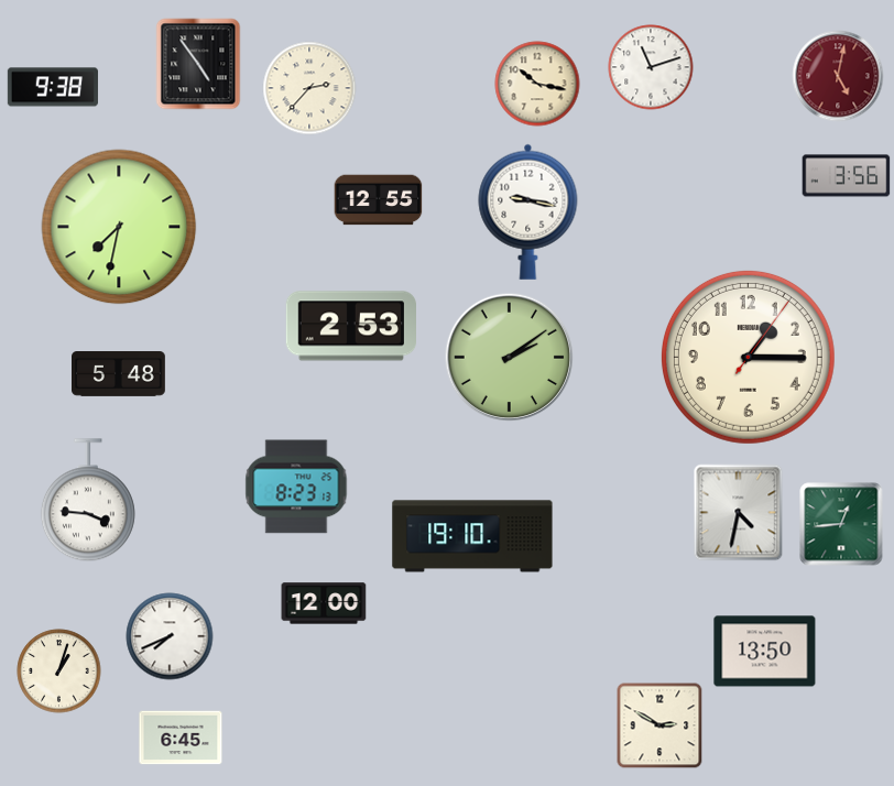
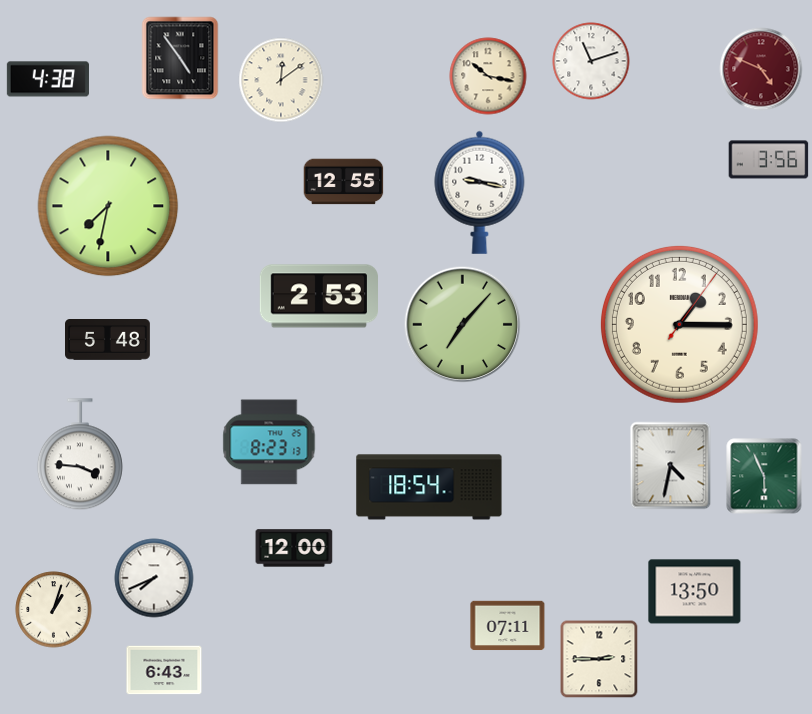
clock at (838, 76): 5:02 -> 4:49
clock at (53, 87): 9:38 -> 4:38
clock at (309, 88): 2:37 -> 12:09
clock at (510, 358): 2:09 -> 7:07
clock at (841, 524): 12:44 -> 5:56
clock at (472, 536): 19:10 -> 18:54
clock at (508, 626): none -> 07:11
clock at (659, 725): 2:50 -> 2:45
clock at (181, 738): 6:45 -> 6:43
